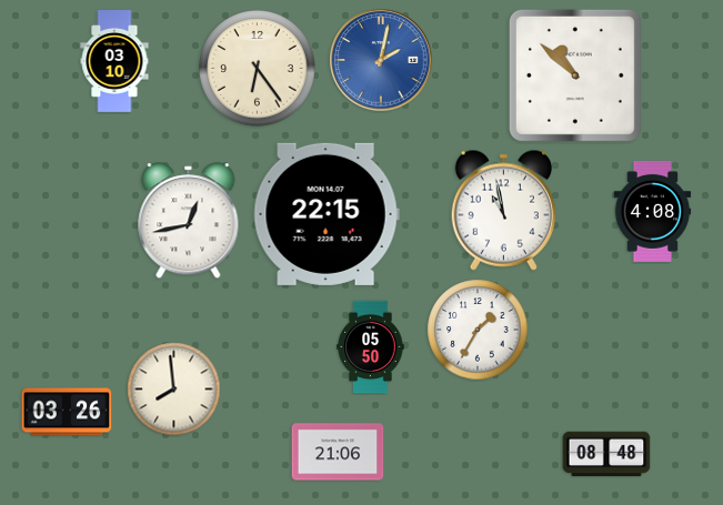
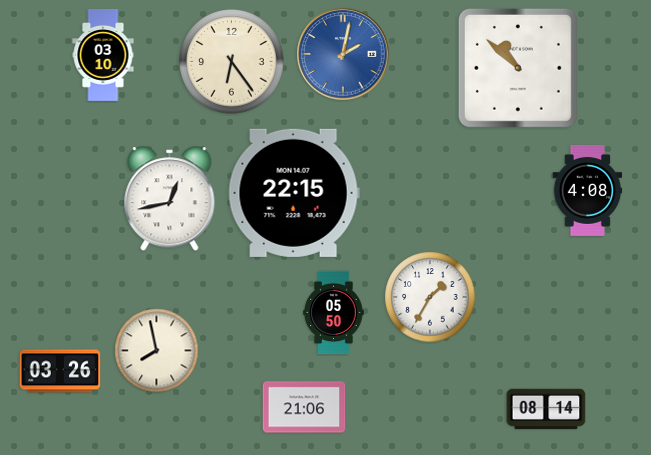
clock at (503, 210): 10:58 -> none
clock at (174, 390): 7:59 -> 7:58
clock at (606, 454): 08:48 -> 08:14
